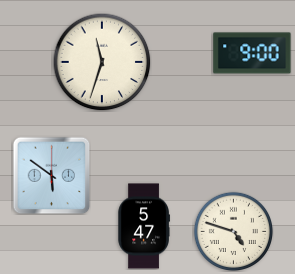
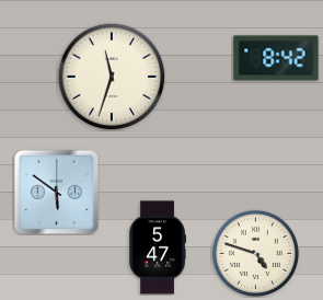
clock at (252, 53): 9:00 -> 8:42
clock at (102, 62) position: (102, 62) -> (112, 77)
